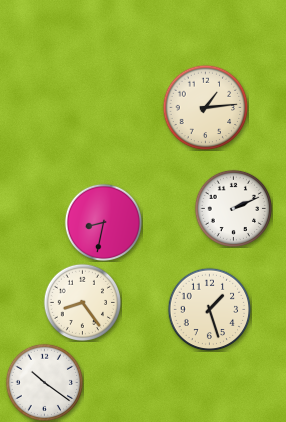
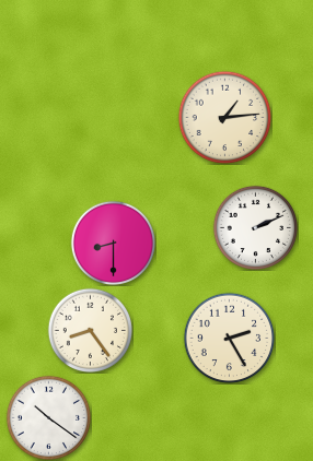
clock at (103, 222): 8:32 -> 8:30
clock at (209, 309): 1:27 -> 2:25
